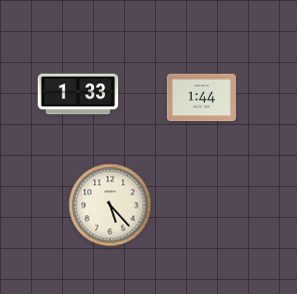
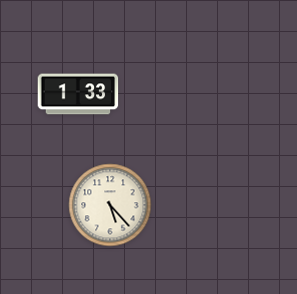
clock at (201, 98): 1:44 -> none
